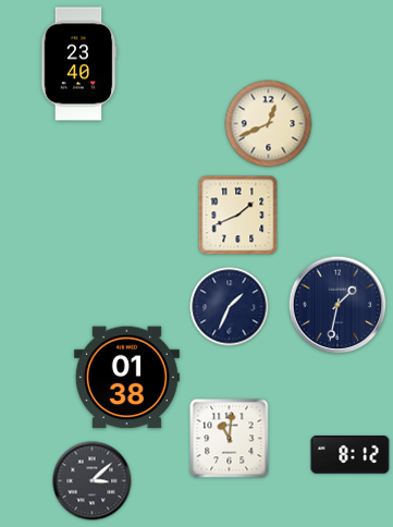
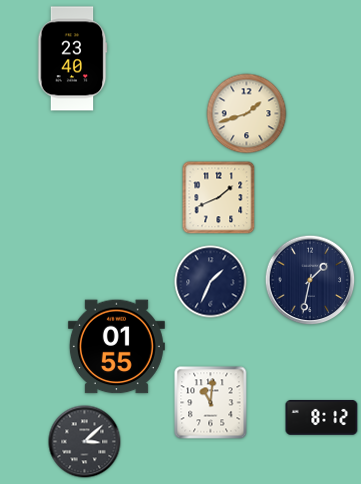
clock at (269, 124): 12:41 -> 1:42
clock at (126, 378): 01:38 -> 01:55
